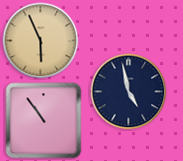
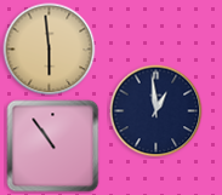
clock at (41, 41): 5:56 -> 5:59
clock at (129, 92): 4:58 -> 12:59
